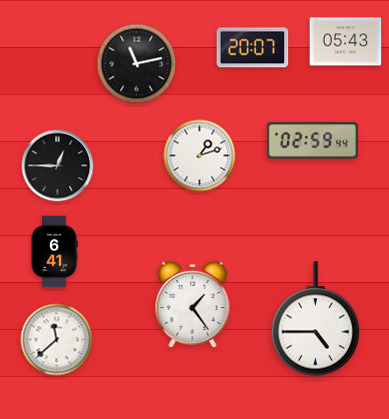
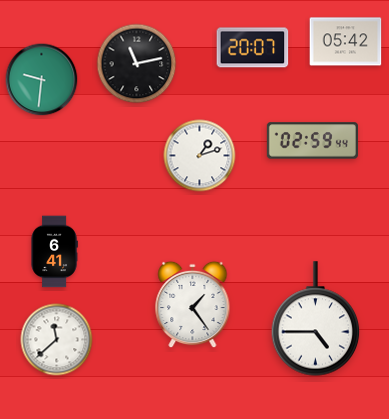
clock at (346, 42): 05:43 -> 05:42
clock at (42, 80): none -> 9:31
clock at (58, 166): 12:45 -> none
